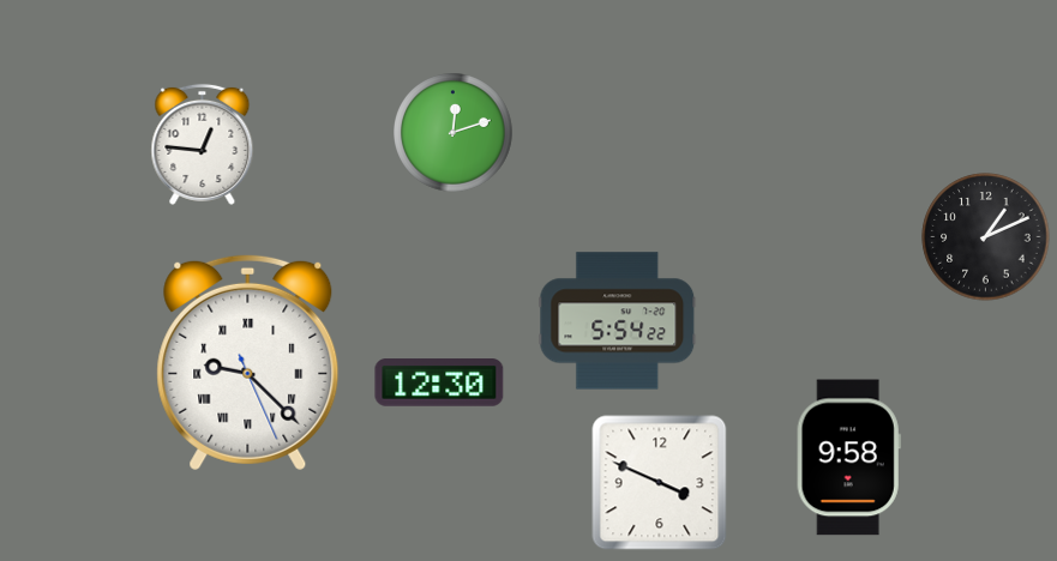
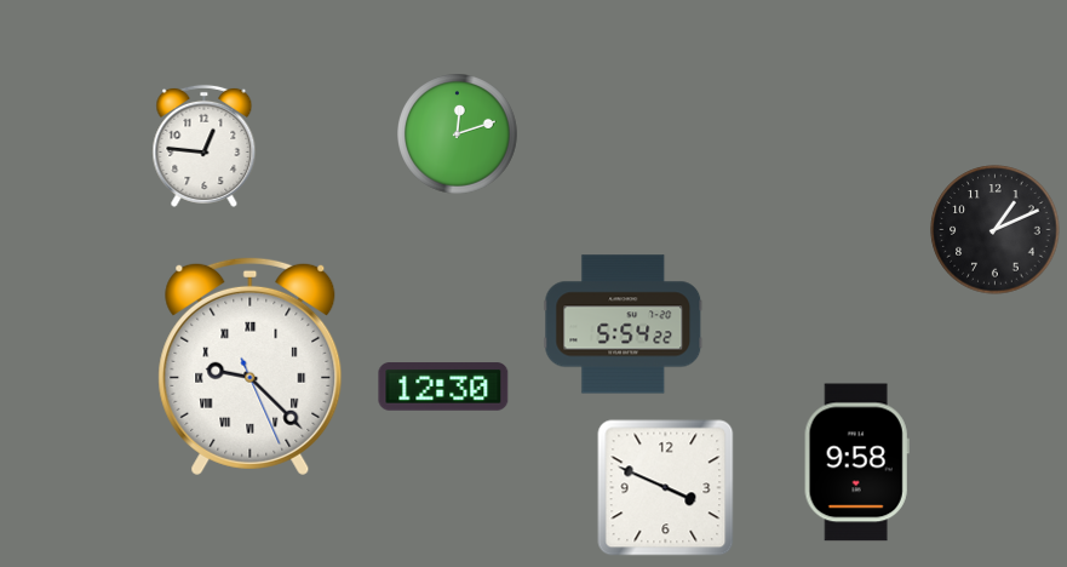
clock at (986, 237) position: (986, 237) -> (996, 230)
